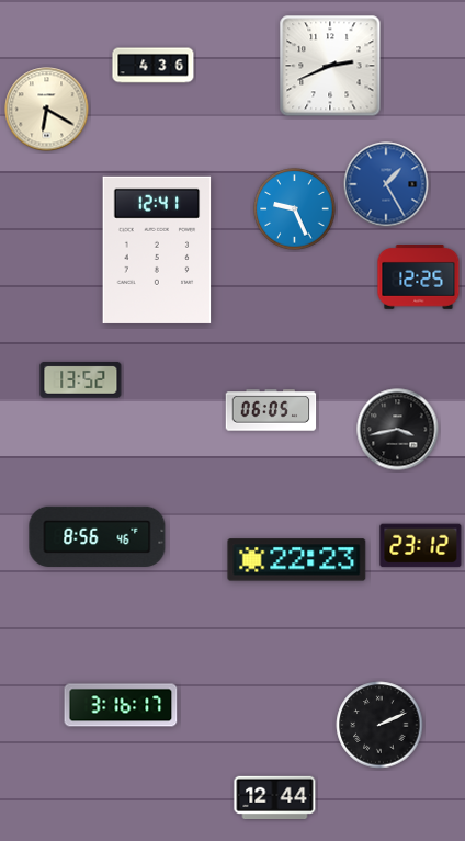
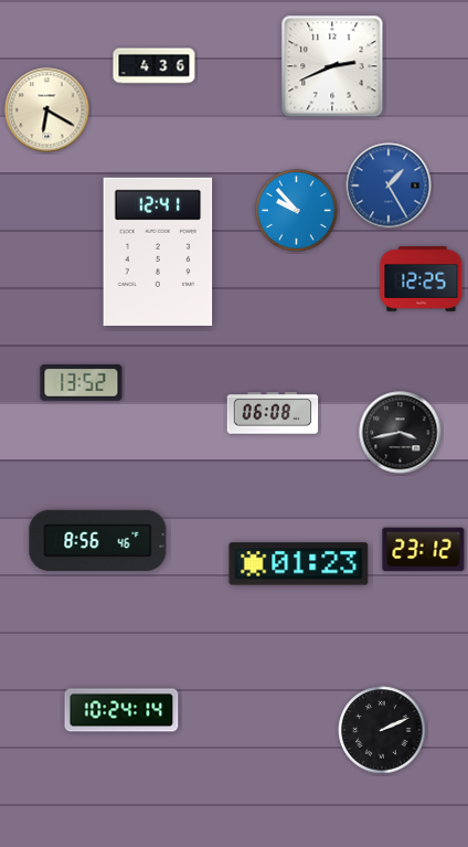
clock at (295, 209): 9:26 -> 9:53
clock at (271, 410): 06:05 -> 06:08
clock at (297, 560): 22:23 -> 01:23
clock at (121, 705): 3:16 -> 10:24
clock at (275, 797): 12:44 -> none
